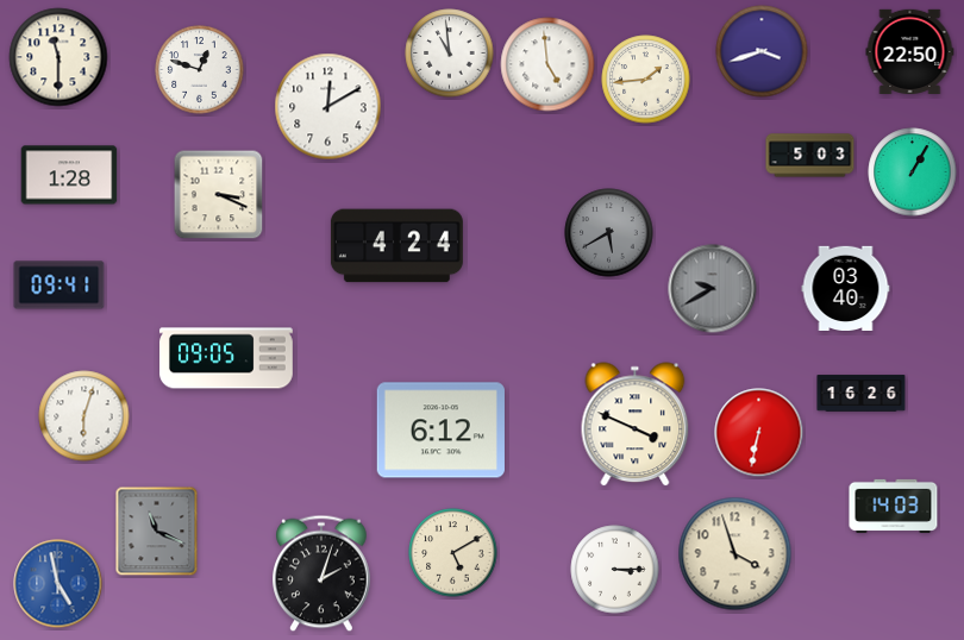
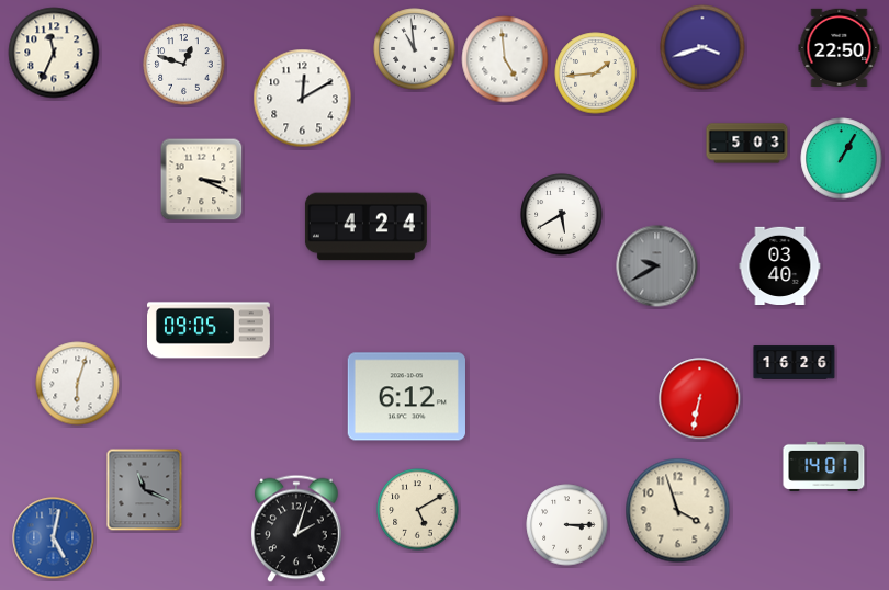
clock at (58, 57): 11:30 -> 11:34
clock at (69, 175): 1:28 -> none
clock at (609, 233) dial: grey -> white
clock at (60, 286): 09:41 -> none
clock at (636, 425): 3:49 -> none
clock at (894, 506): 14:03 -> 14:01
clock at (58, 584): 4:58 -> 5:02
